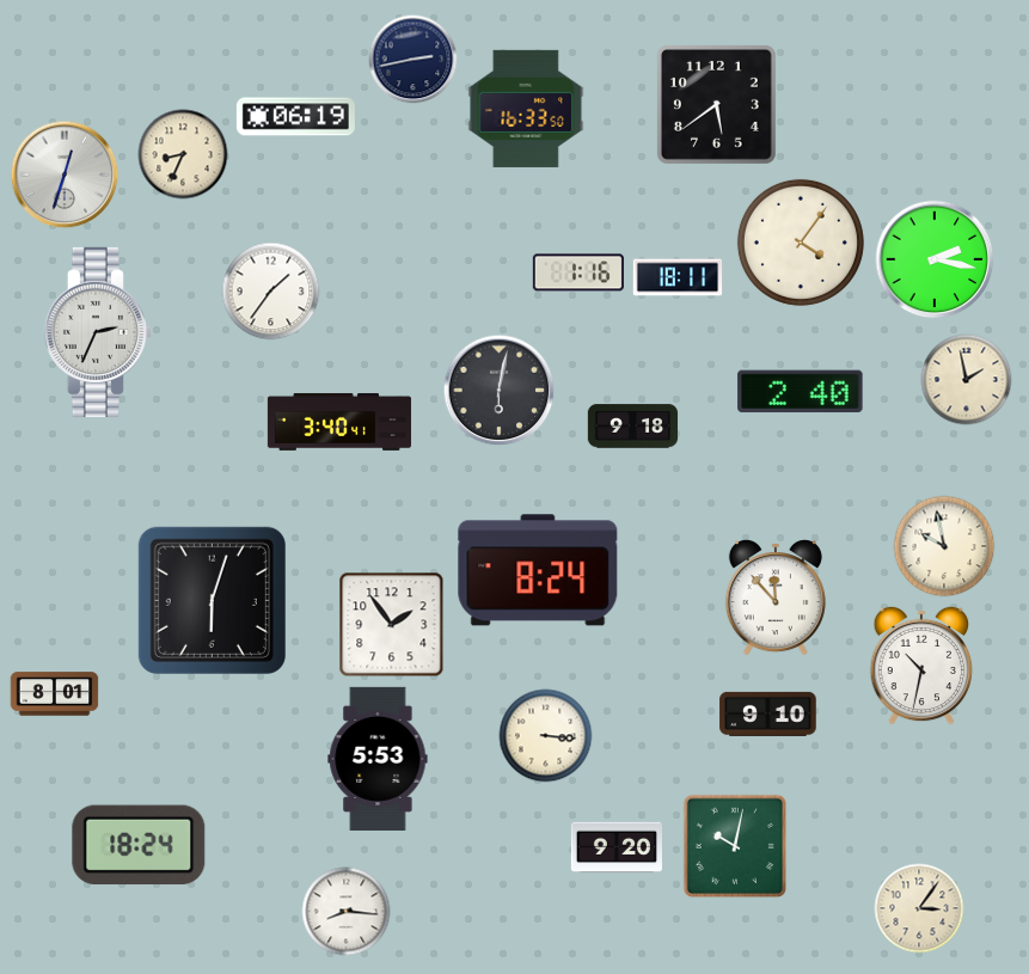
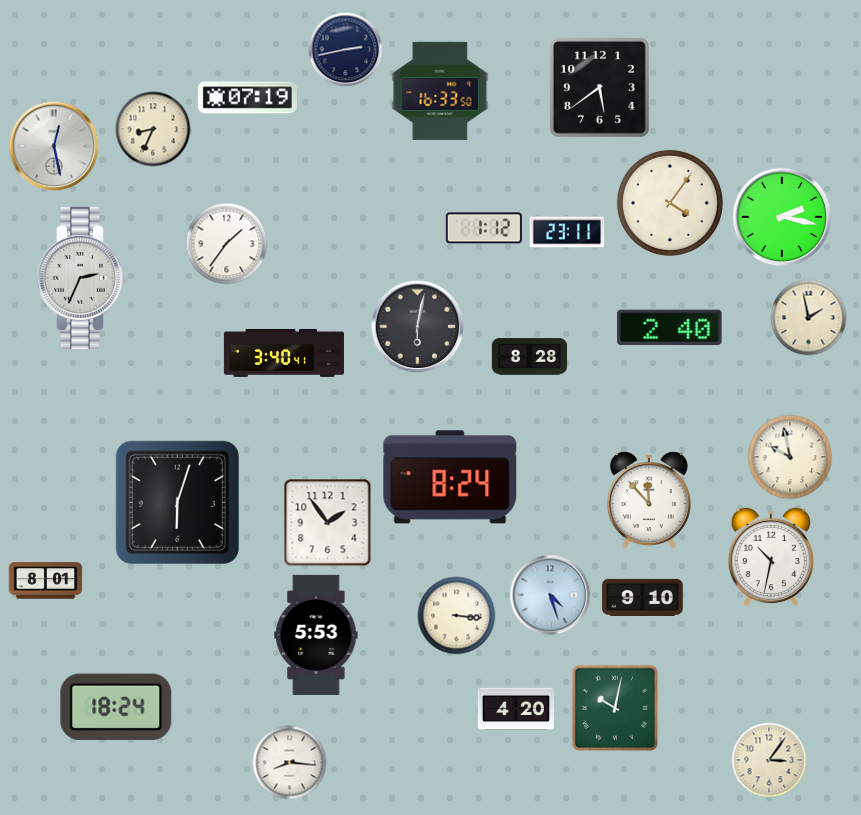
clock at (295, 117): 06:19 -> 07:19
clock at (65, 174): 12:33 -> 12:28
clock at (578, 272): 1:16 -> 1:12
clock at (678, 277): 18:11 -> 23:11
clock at (633, 427): 9:18 -> 8:28
clock at (550, 595): none -> 4:27
clock at (617, 847): 9:20 -> 4:20
